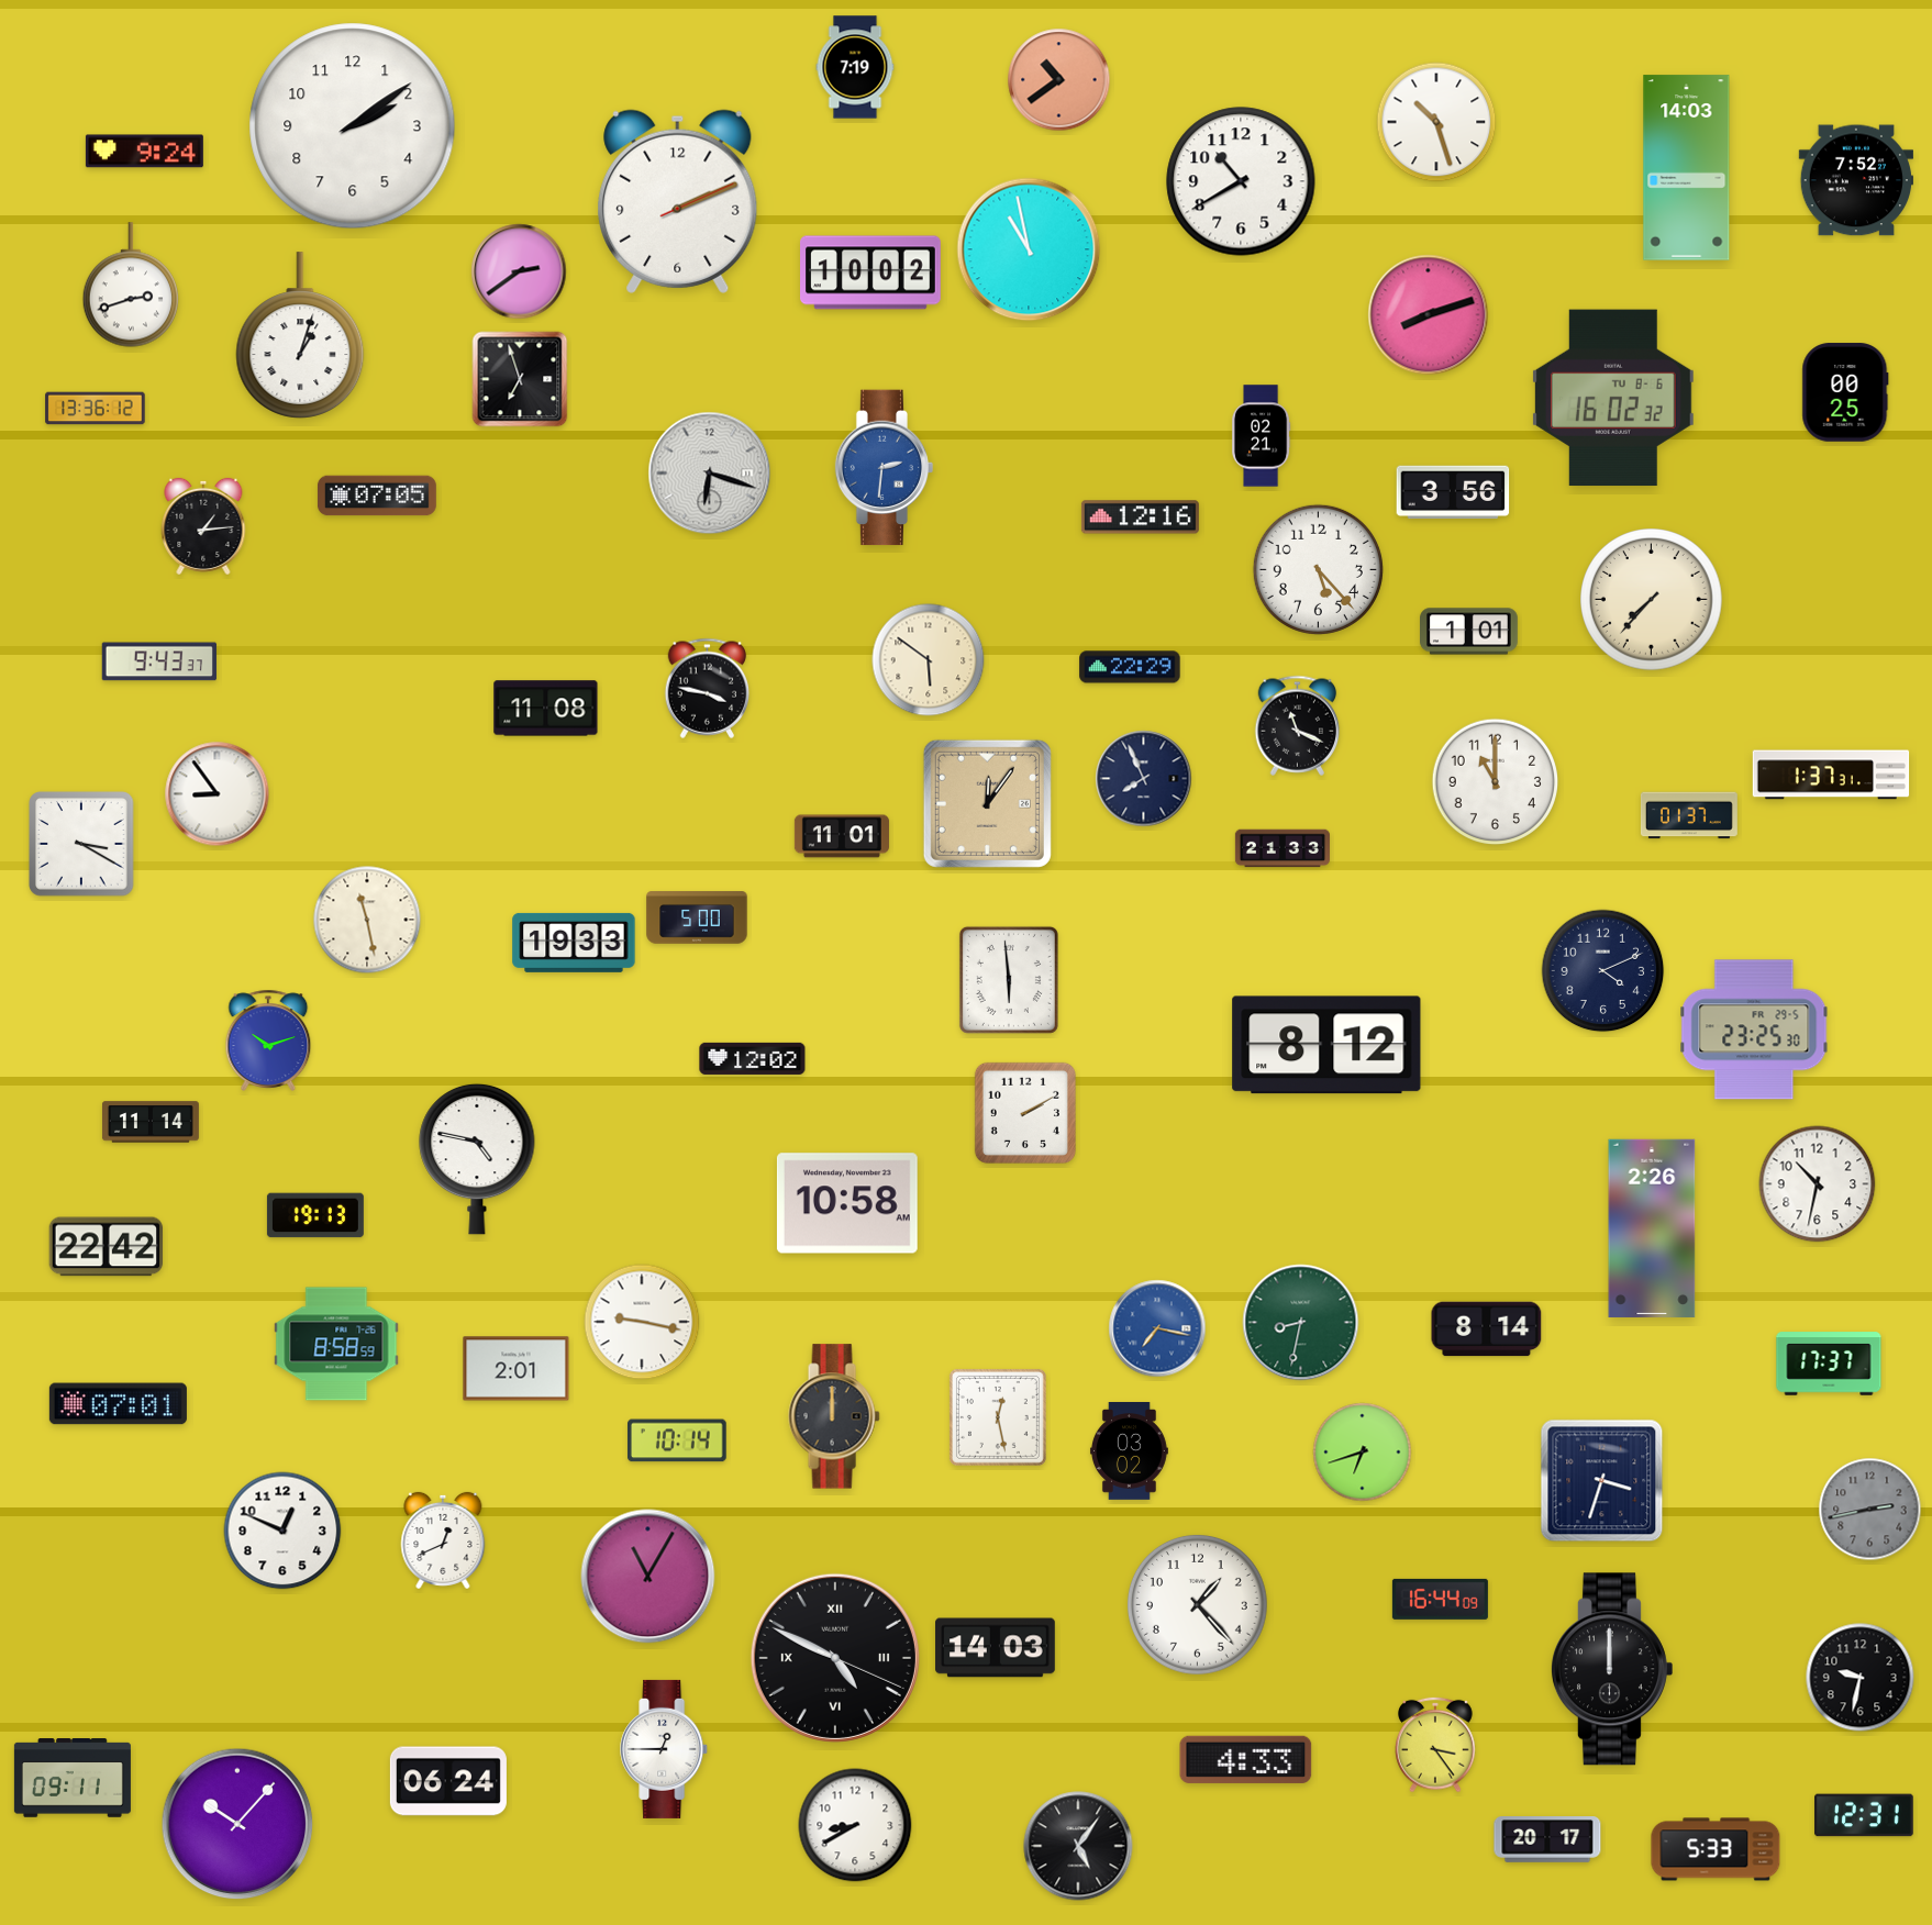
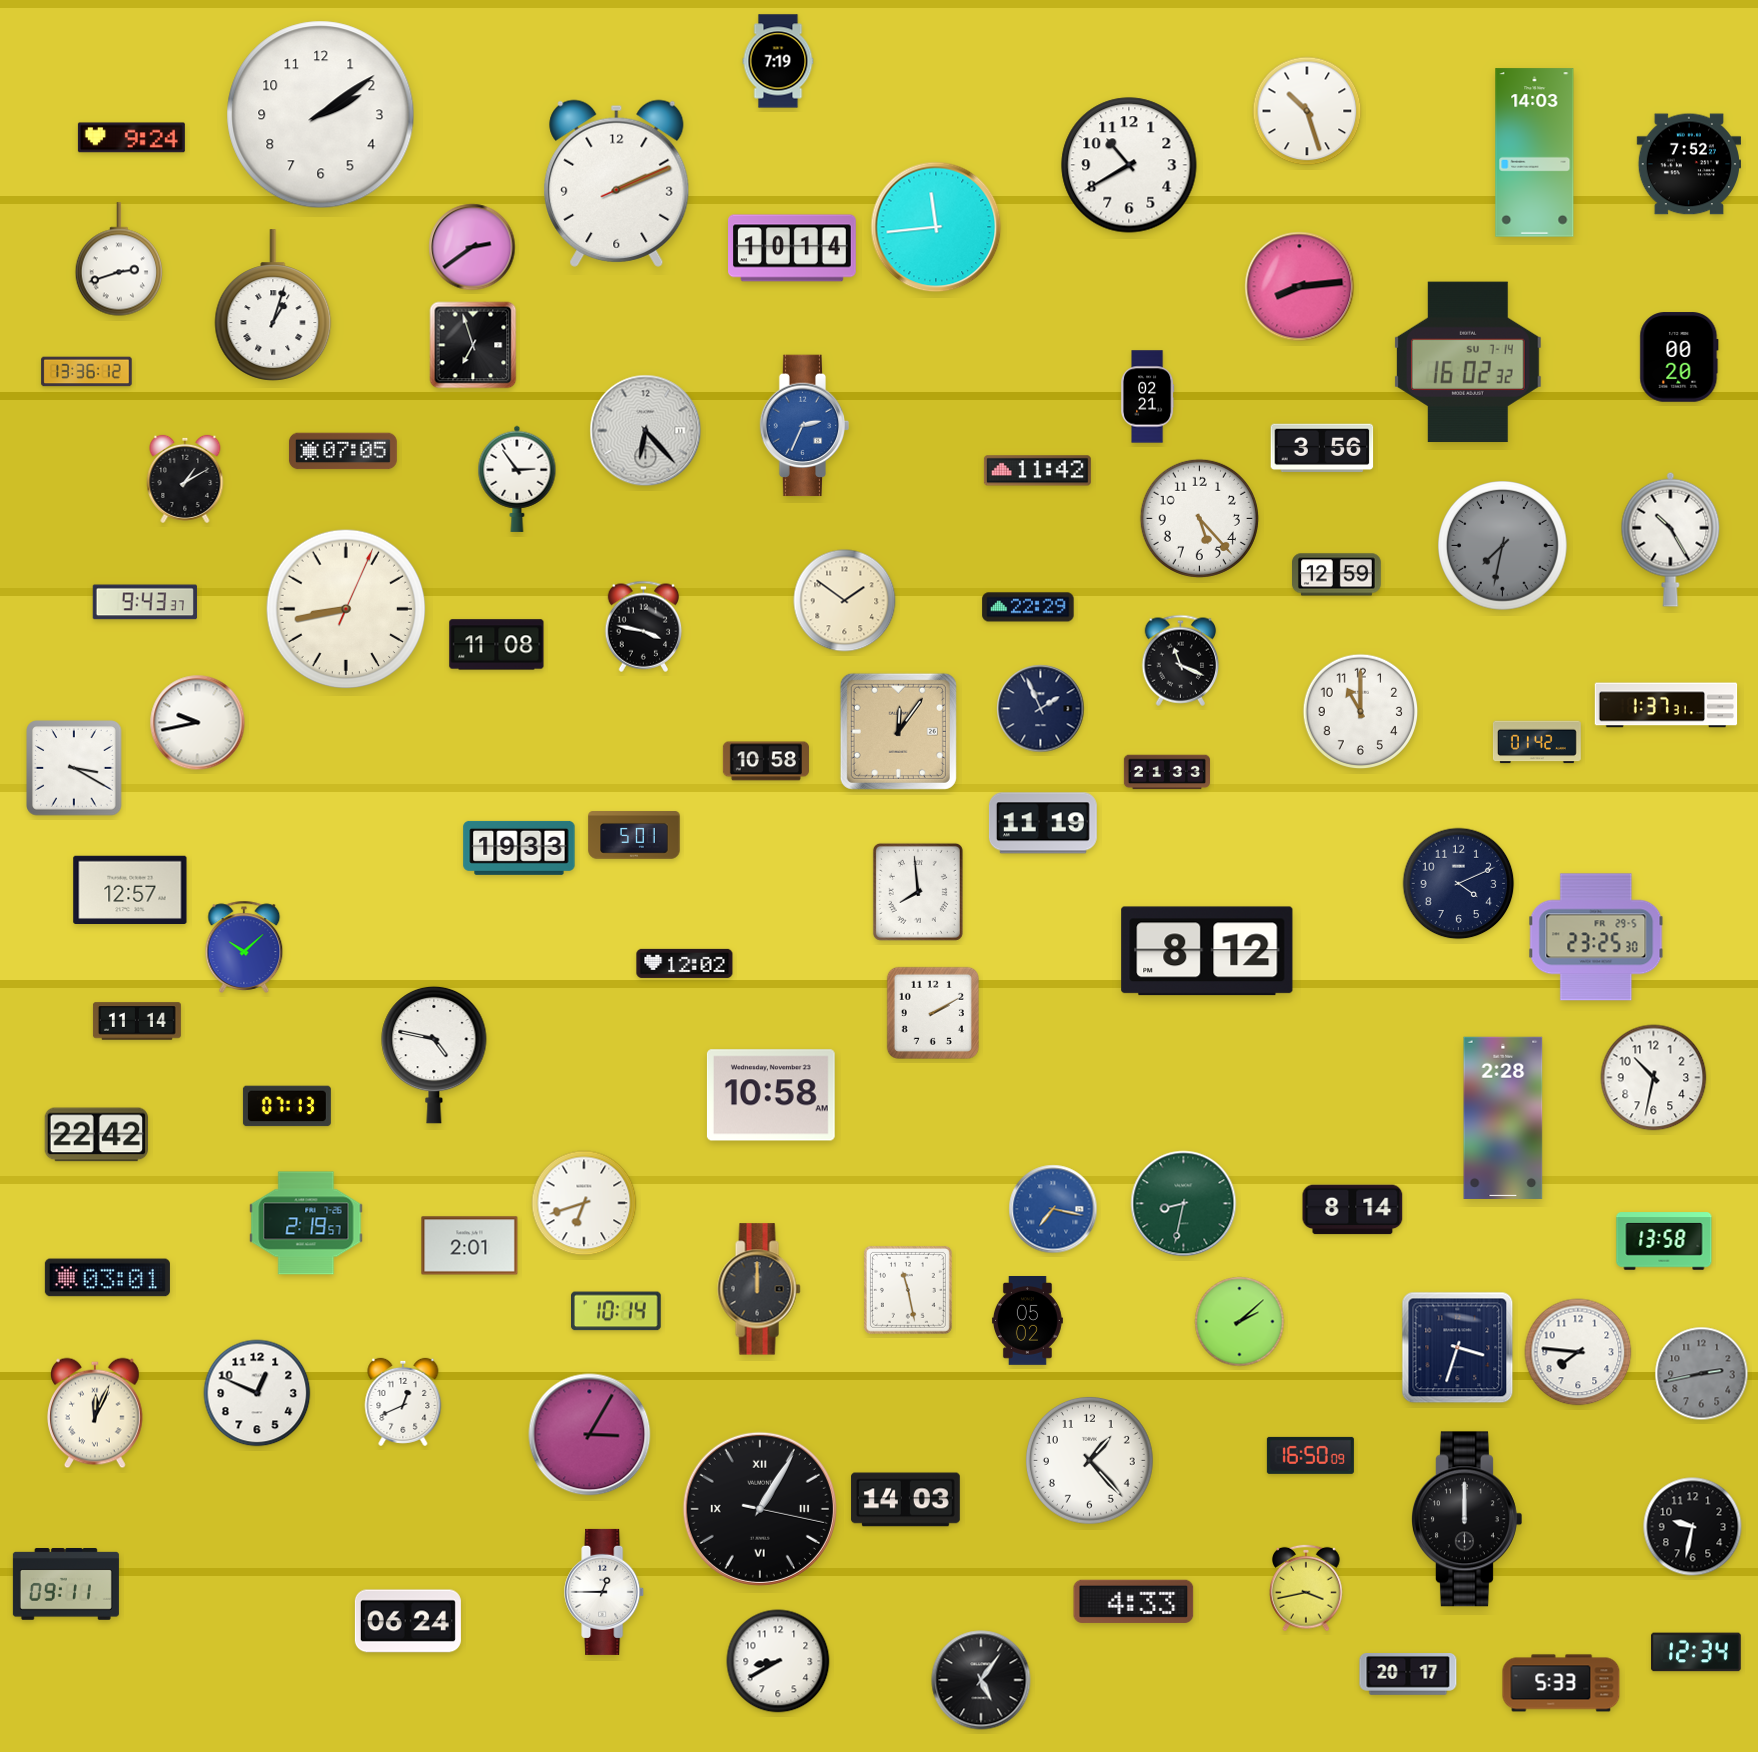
clock at (1059, 80): 10:39 -> none
clock at (1029, 249): 10:58 -> 11:44
clock at (871, 272): 10:02 -> 10:14
clock at (1429, 315): 8:12 -> 8:14
clock at (1845, 392): 00:25 -> 00:20
clock at (1613, 398) date: TU 8-6 -> SU 7-14
clock at (885, 468): 2:31 -> 2:34
clock at (710, 474): 6:18 -> 6:23
clock at (1140, 518): 12:16 -> 11:42
clock at (203, 526): 1:14 -> 1:10
clock at (517, 479): none -> 2:54
clock at (1671, 539): none -> 10:25
clock at (1652, 600): 7:37 -> 7:32
clock at (1652, 600) dial: cream -> grey
clock at (1469, 632): 1:01 -> 12:59
clock at (929, 660): 5:51 -> 1:51
clock at (346, 609): none -> 8:43
clock at (1144, 779): 7:56 -> 1:56
clock at (218, 794): 8:54 -> 9:43
clock at (1689, 815): 01:37 -> 01:42
clock at (842, 836): 11:01 -> 10:58
clock at (1043, 823): none -> 11:19
clock at (697, 917): 5:00 -> 5:01
clock at (367, 920): 11:28 -> none
clock at (574, 943) position: (574, 943) -> (519, 848)
clock at (130, 889): none -> 12:57
clock at (1009, 980): 5:59 -> 7:59
clock at (268, 1041): 10:12 -> 10:08
clock at (315, 1215): 19:13 -> 07:13
clock at (1652, 1228): 2:26 -> 2:28
clock at (642, 1322): 9:17 -> 6:42
clock at (336, 1344): 8:58 -> 2:19
clock at (1829, 1364): 17:37 -> 13:58
clock at (118, 1404): 07:01 -> 03:01
clock at (998, 1417): 12:28 -> 11:28
clock at (1129, 1451): 03:02 -> 05:02
clock at (1363, 1453): 6:42 -> 2:08
clock at (1578, 1352): none -> 7:46
clock at (96, 1413): none -> 12:04
clock at (648, 1577): 11:05 -> 3:05
clock at (1440, 1599): 16:44 -> 16:50
clock at (835, 1658): 4:49 -> 1:05
clock at (1436, 1745): 3:24 -> 3:43
clock at (73, 1779) position: (73, 1779) -> (66, 1585)
clock at (1864, 1815): 12:31 -> 12:34
clock at (237, 1824): 10:07 -> none
